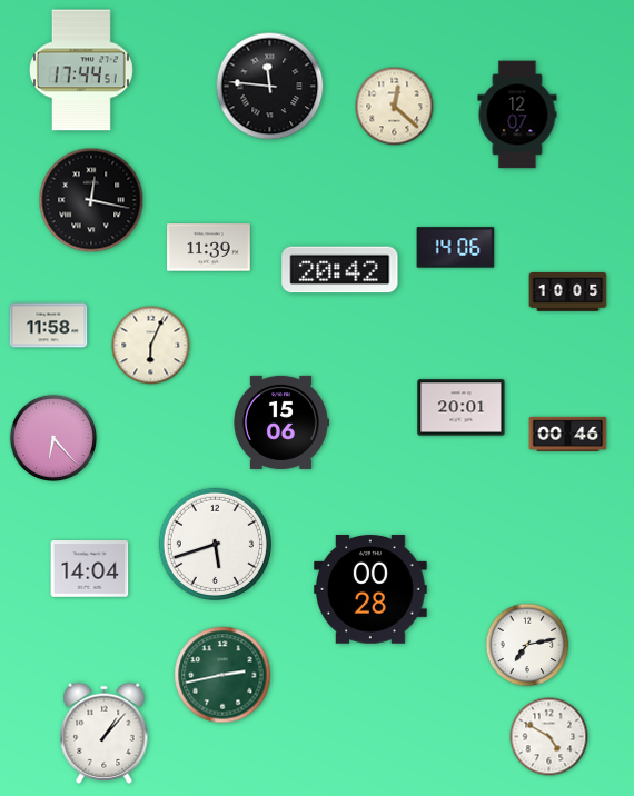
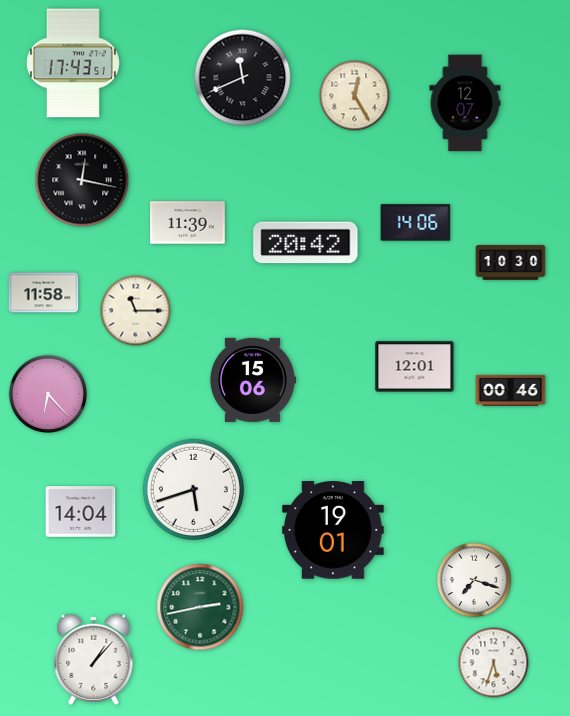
clock at (81, 70): 17:44 -> 17:43
clock at (270, 87): 11:46 -> 11:41
clock at (395, 107): 12:22 -> 12:25
clock at (456, 248) position: (456, 248) -> (416, 223)
clock at (568, 292): 10:05 -> 10:30
clock at (151, 346): 6:04 -> 11:15
clock at (462, 408): 20:01 -> 12:01
clock at (372, 589): 00:28 -> 19:01
clock at (527, 645): 7:13 -> 7:18
clock at (549, 737): 4:50 -> 5:33
